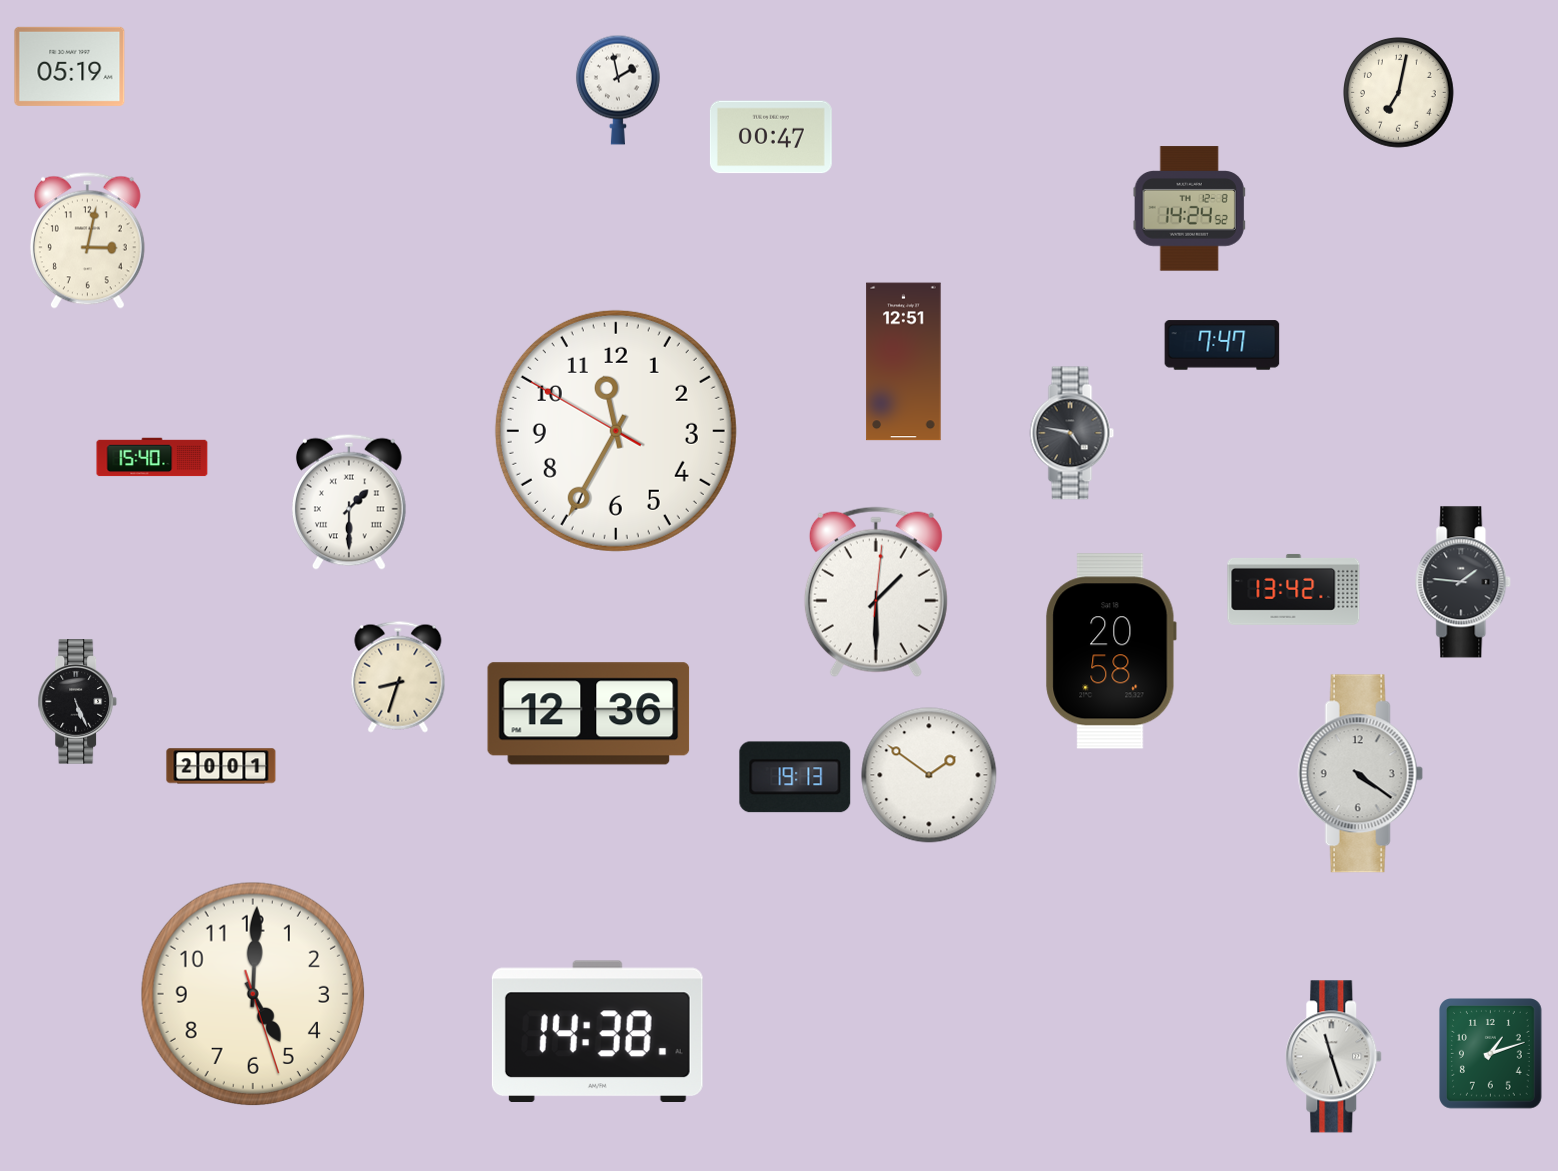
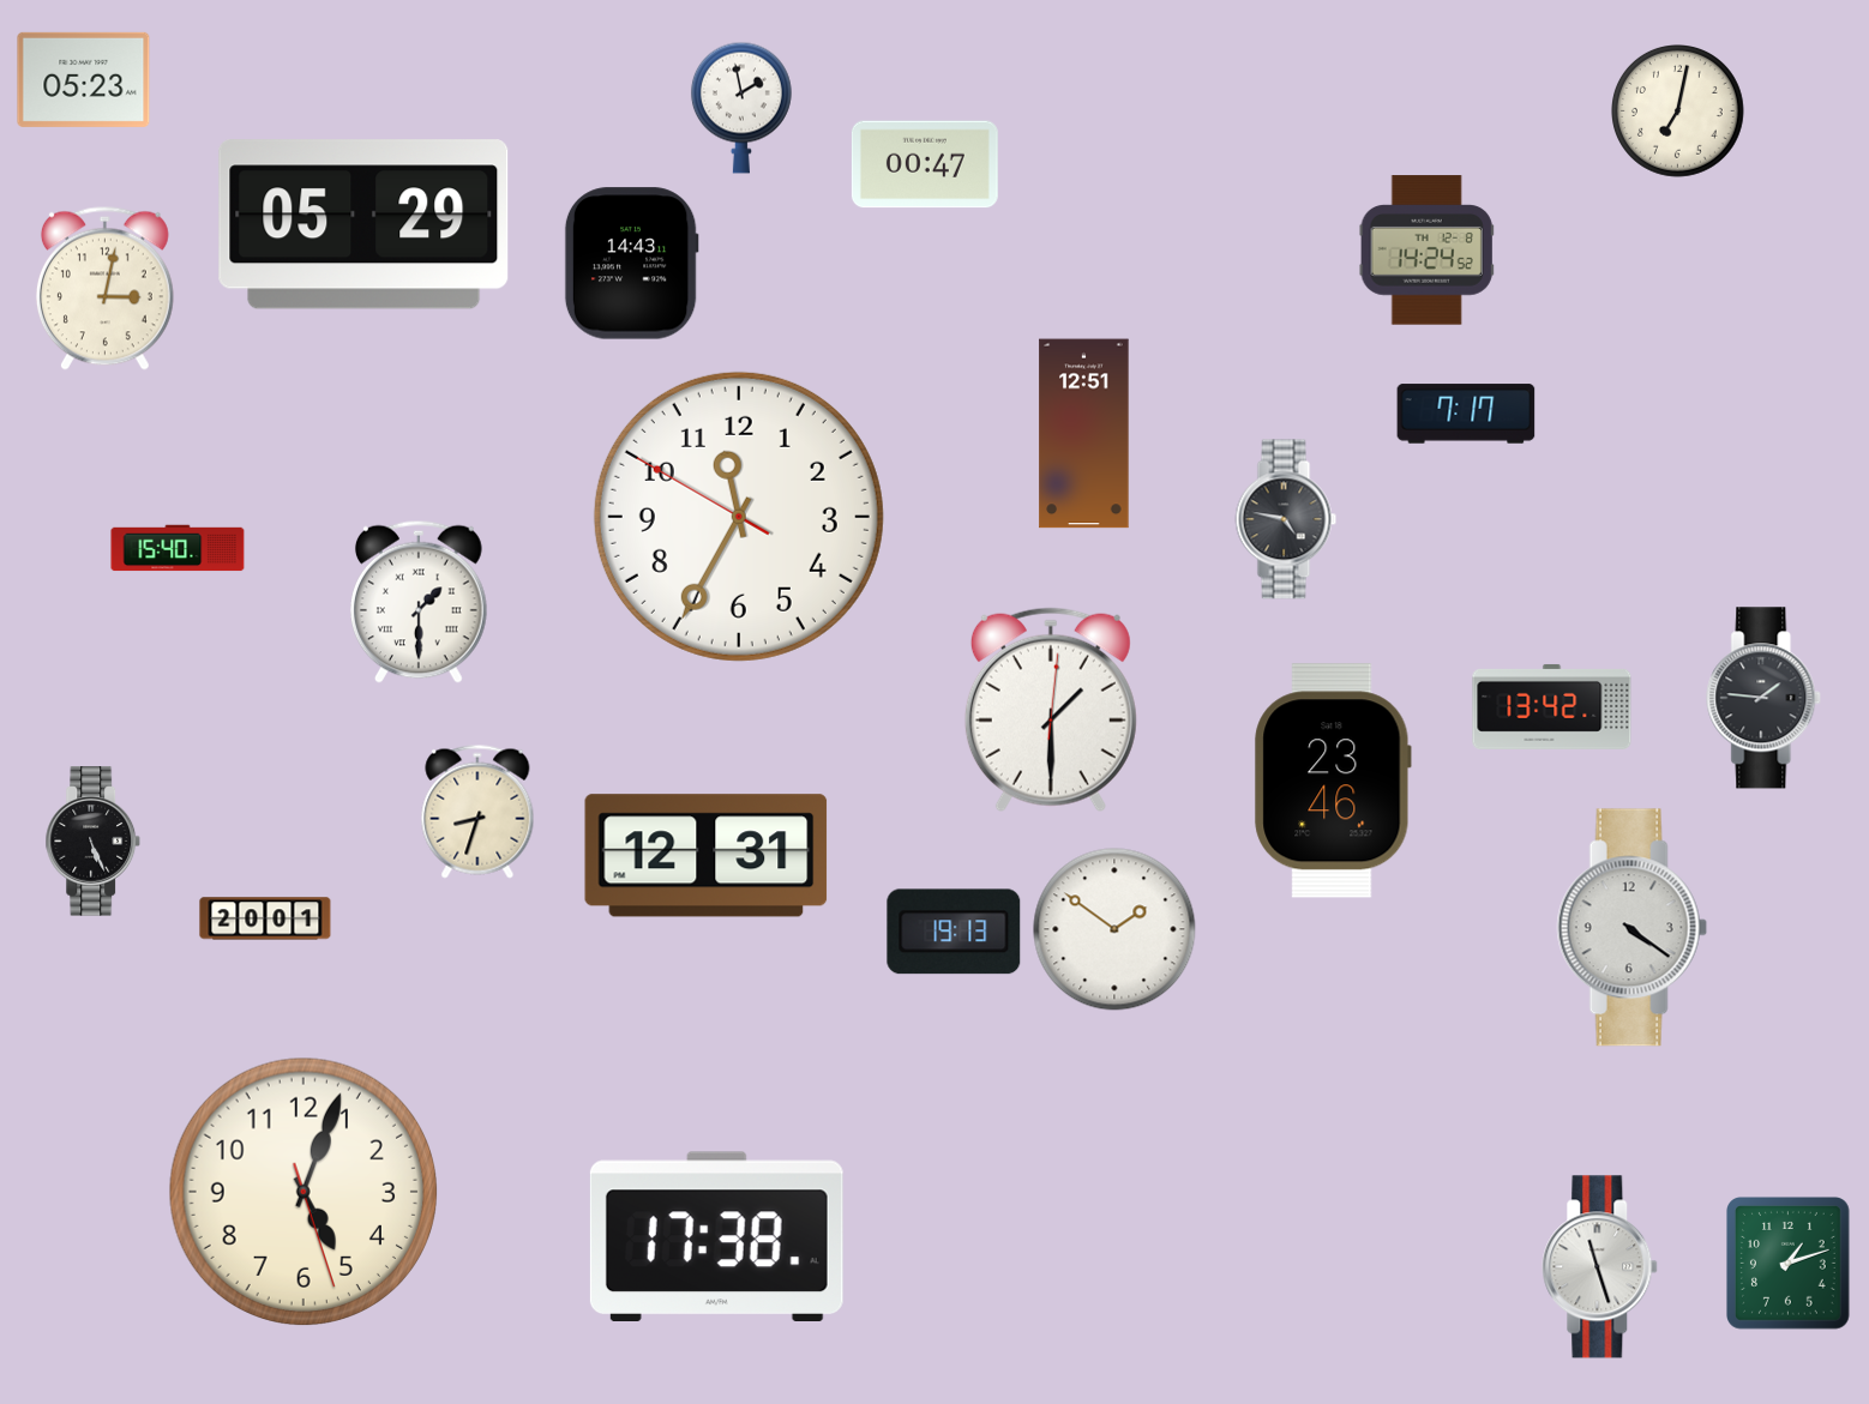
clock at (70, 66): 05:19 -> 05:23
clock at (363, 224): none -> 05:29
clock at (631, 264): none -> 14:43
clock at (1222, 345): 7:47 -> 7:17
clock at (152, 457) position: (152, 457) -> (178, 548)
clock at (1464, 582) position: (1464, 582) -> (1765, 698)
clock at (1111, 651): 20:58 -> 23:46
clock at (589, 714): 12:36 -> 12:31
clock at (252, 993): 5:00 -> 5:03
clock at (597, 1031): 14:38 -> 17:38
